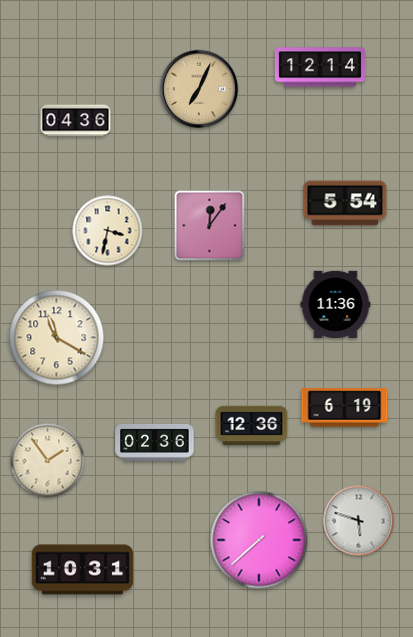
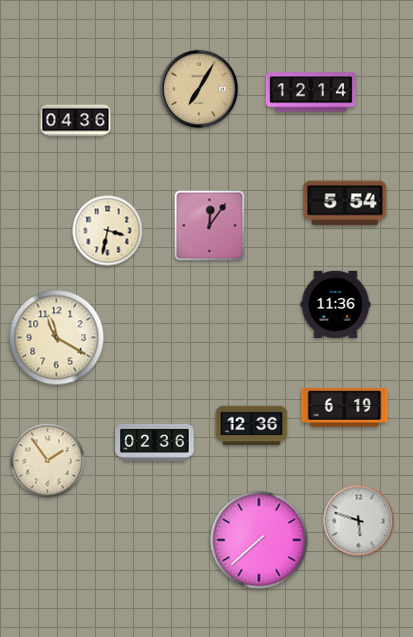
clock at (320, 67) position: (320, 67) -> (311, 92)
clock at (199, 89): 7:04 -> 7:05
clock at (83, 570): 10:31 -> none
